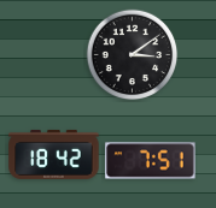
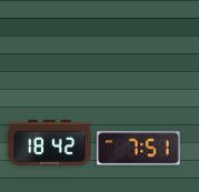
clock at (133, 55): 3:09 -> none
